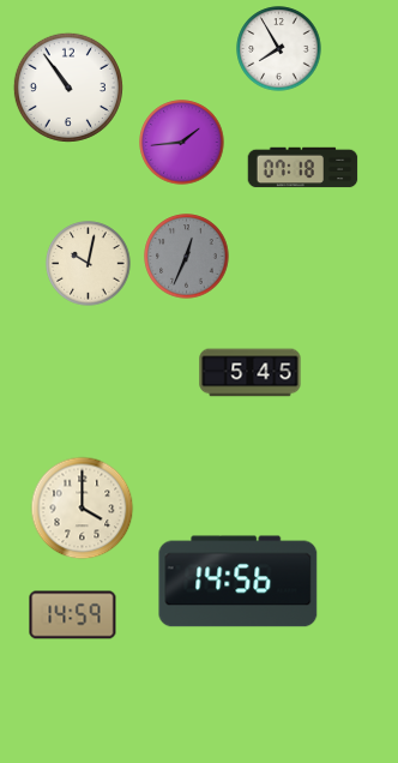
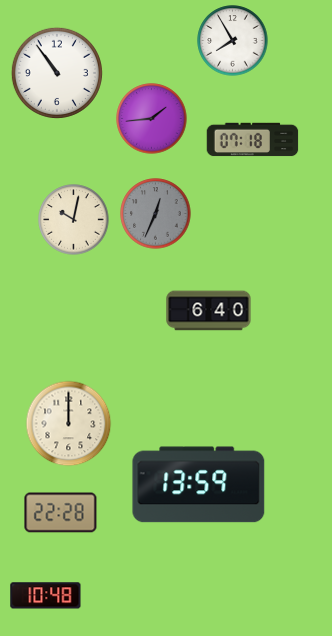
clock at (251, 373): 5:45 -> 6:40
clock at (83, 509): 4:00 -> 12:00
clock at (239, 582): 14:56 -> 13:59
clock at (73, 615): 14:59 -> 22:28
clock at (46, 596): none -> 10:48
